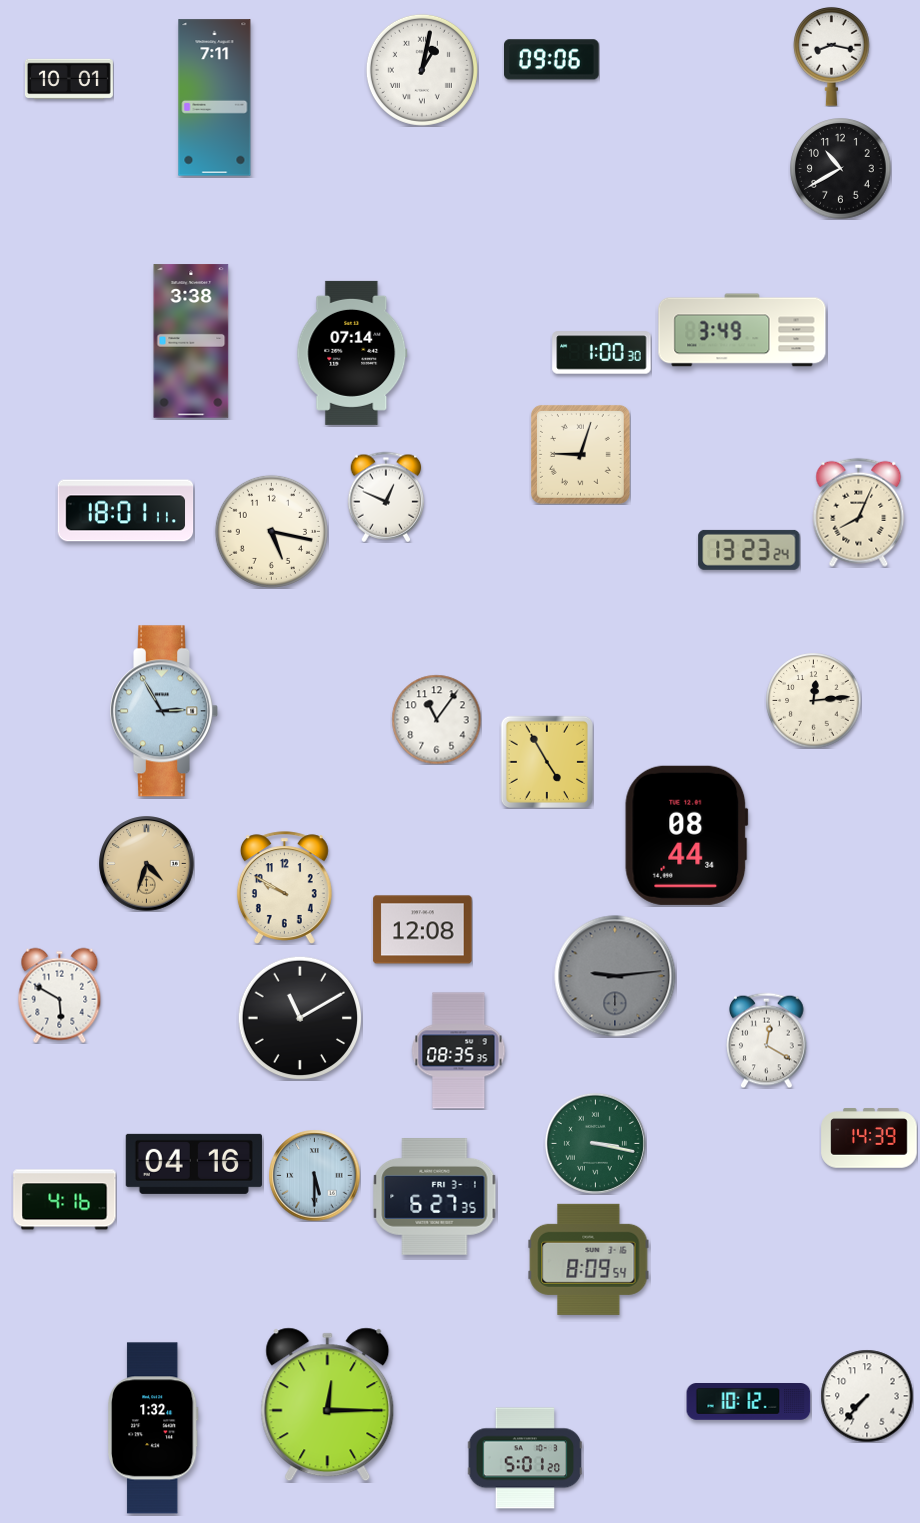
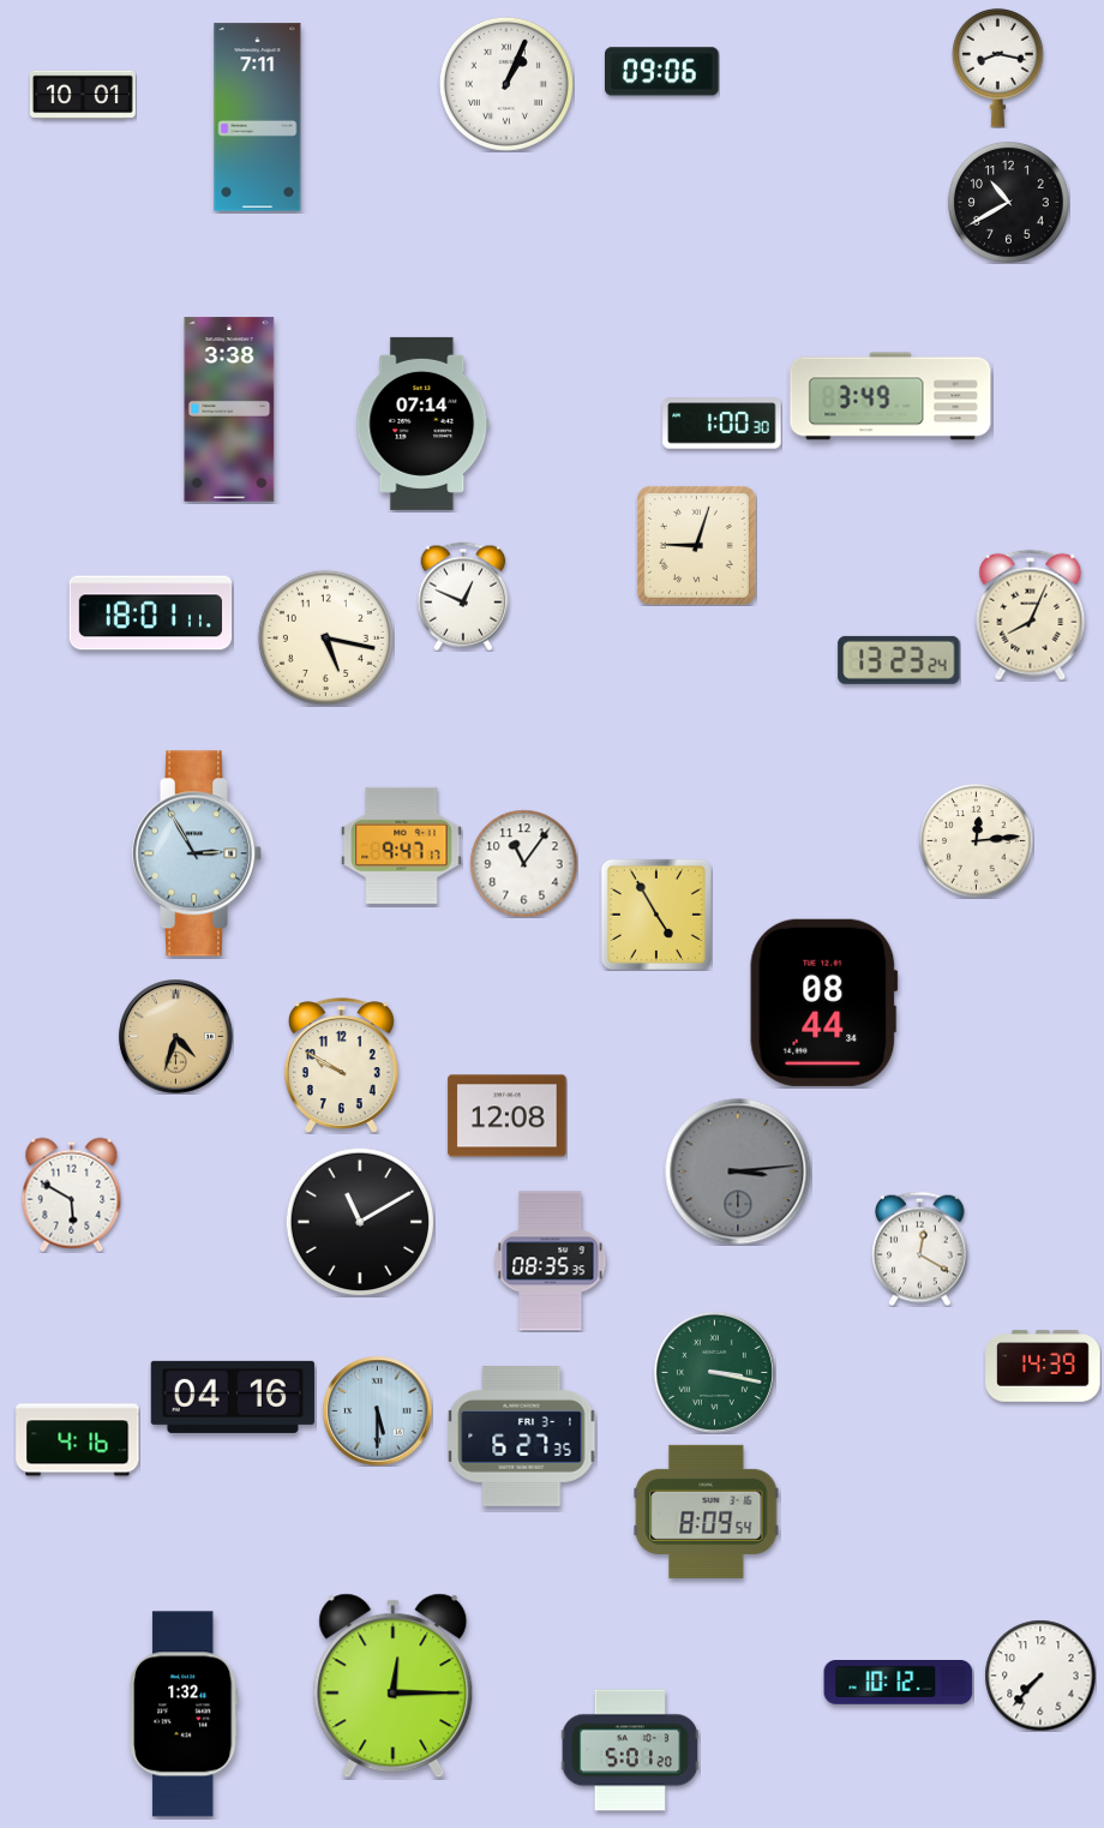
clock at (422, 70): 1:02 -> 1:04
clock at (402, 845): none -> 9:47
clock at (615, 976): 9:14 -> 3:14
